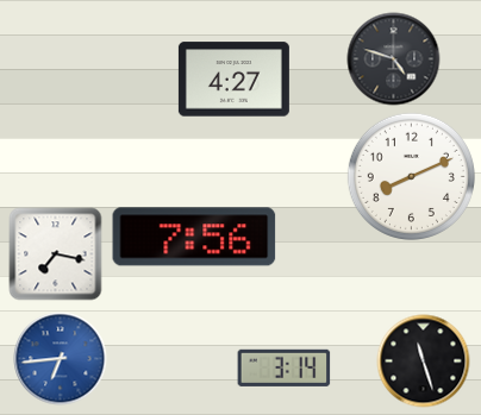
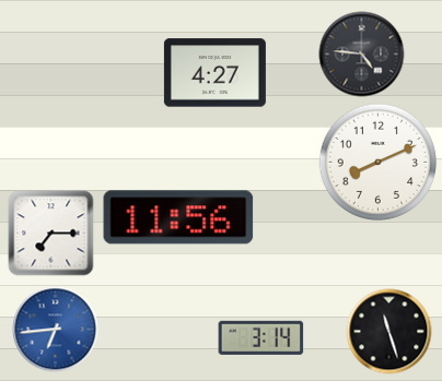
clock at (393, 58): 4:48 -> 4:46
clock at (194, 237): 7:56 -> 11:56
clock at (55, 253): 7:17 -> 7:15
